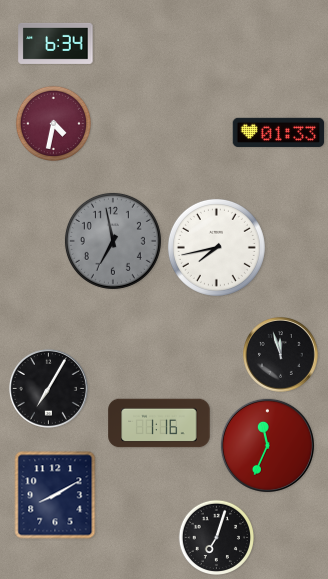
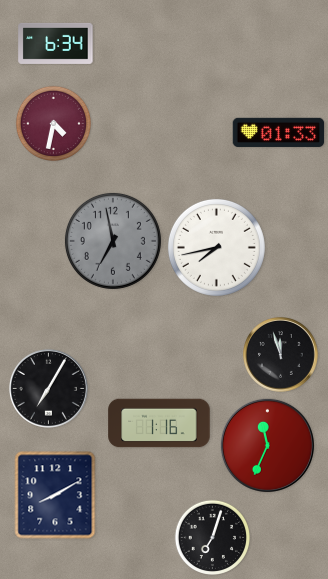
clock at (216, 537) position: (216, 537) -> (212, 537)
